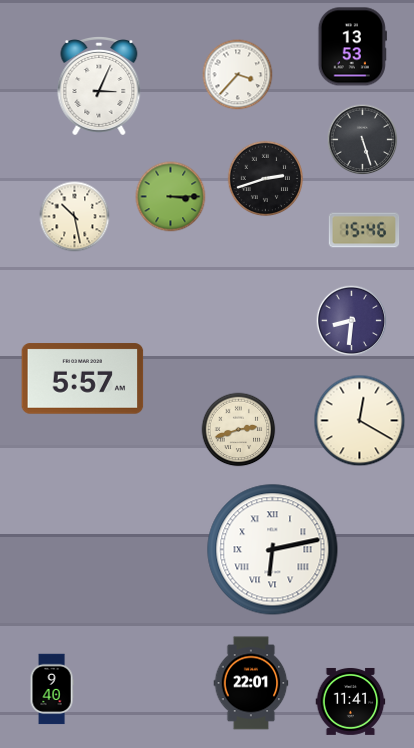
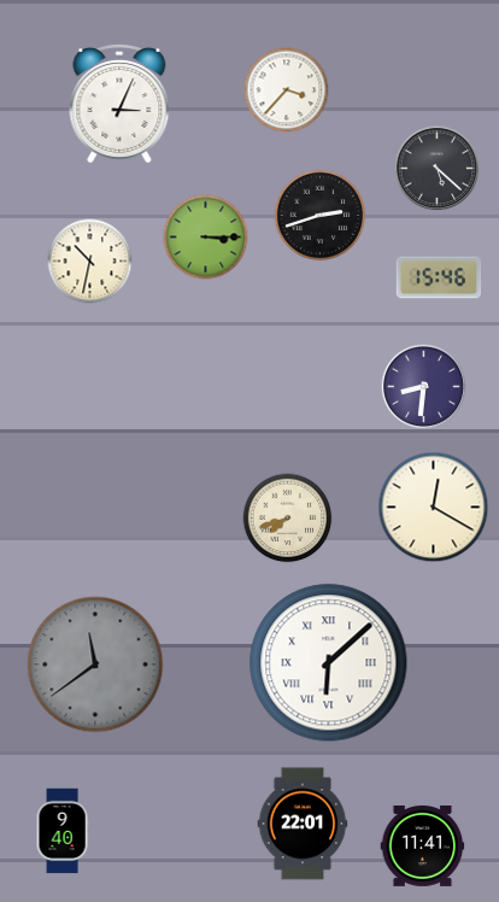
clock at (352, 47): 13:53 -> none
clock at (363, 140): 5:27 -> 5:22
clock at (75, 217): 10:28 -> 10:32
clock at (83, 379): 5:57 -> none
clock at (239, 430): 2:42 -> 7:42
clock at (273, 550): 6:13 -> 6:08
clock at (95, 664): none -> 11:39
